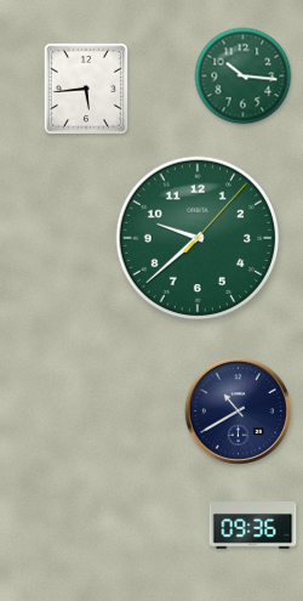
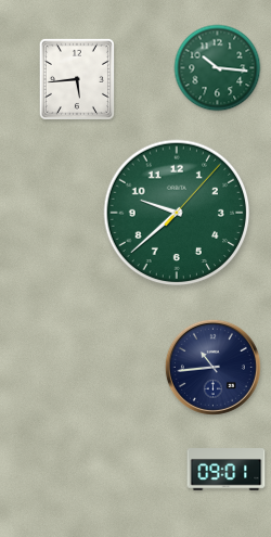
clock at (238, 410): 10:40 -> 10:44
clock at (253, 526): 09:36 -> 09:01
